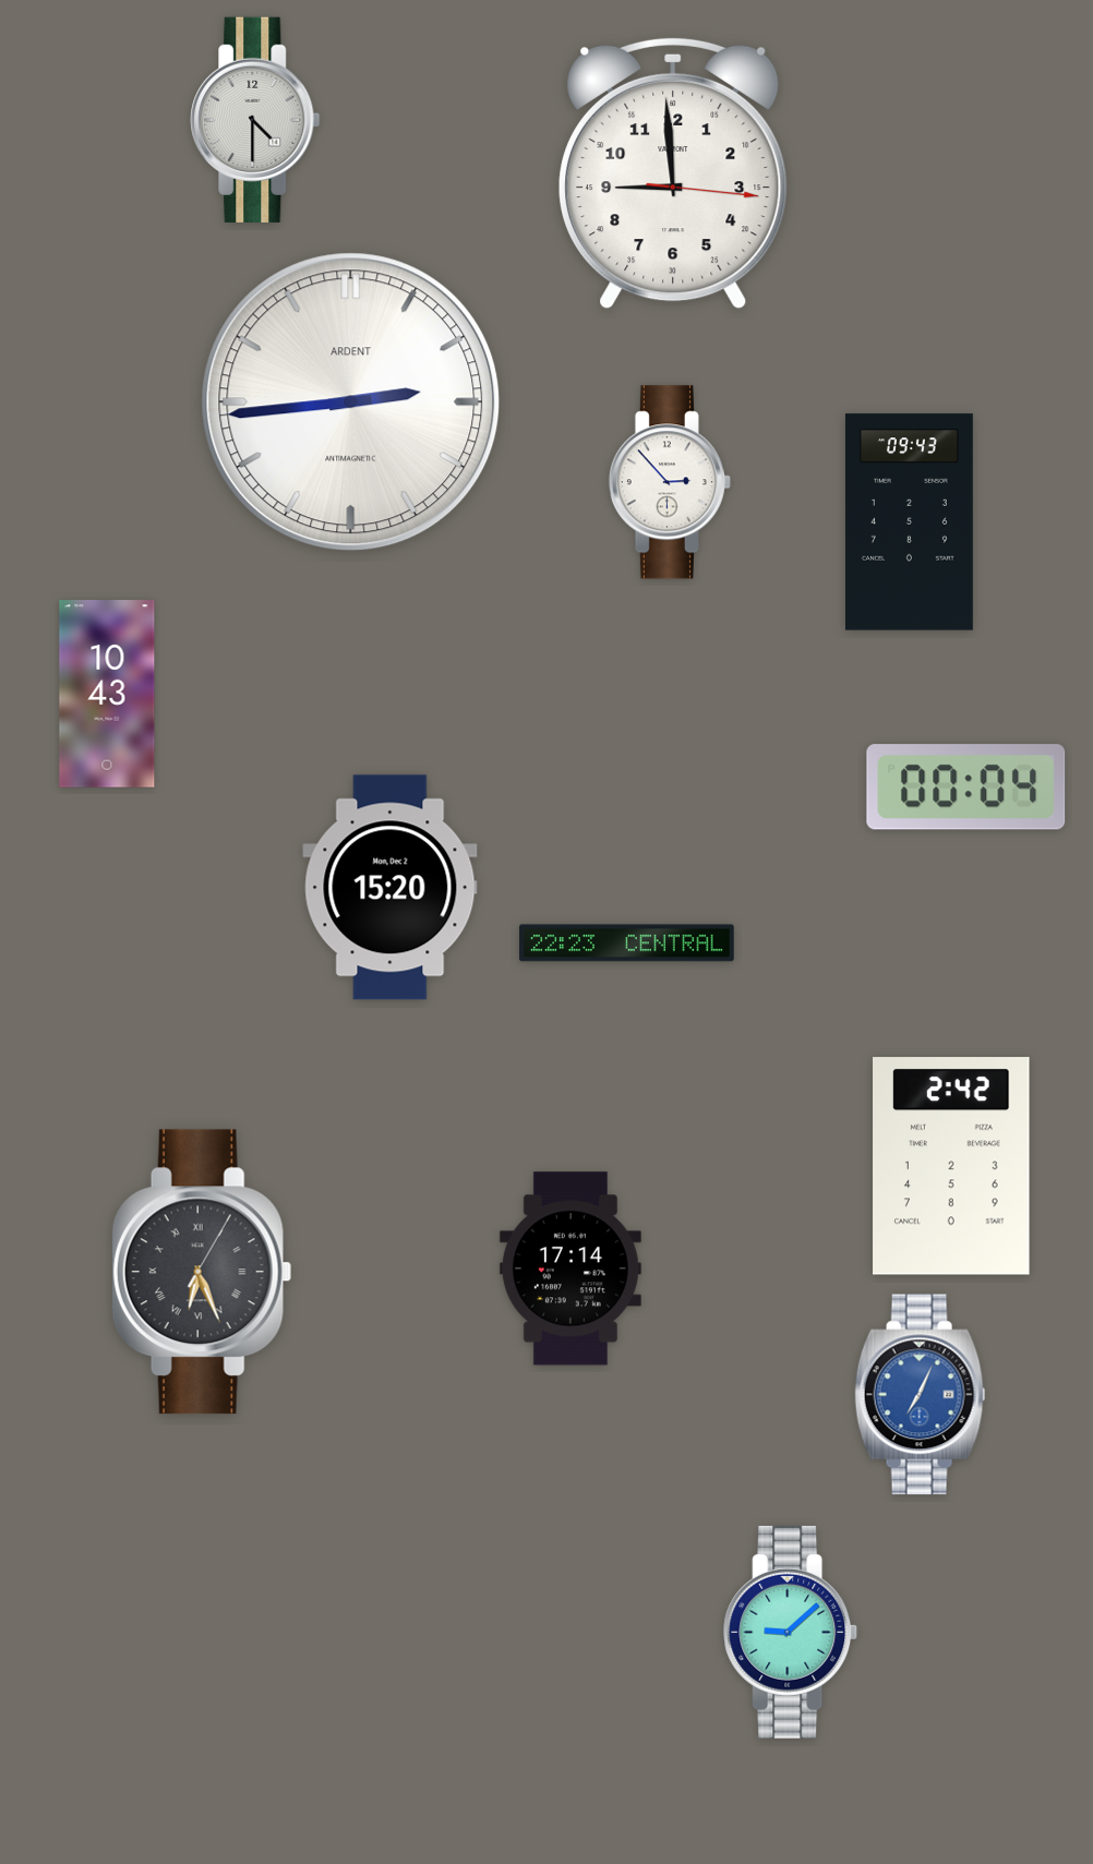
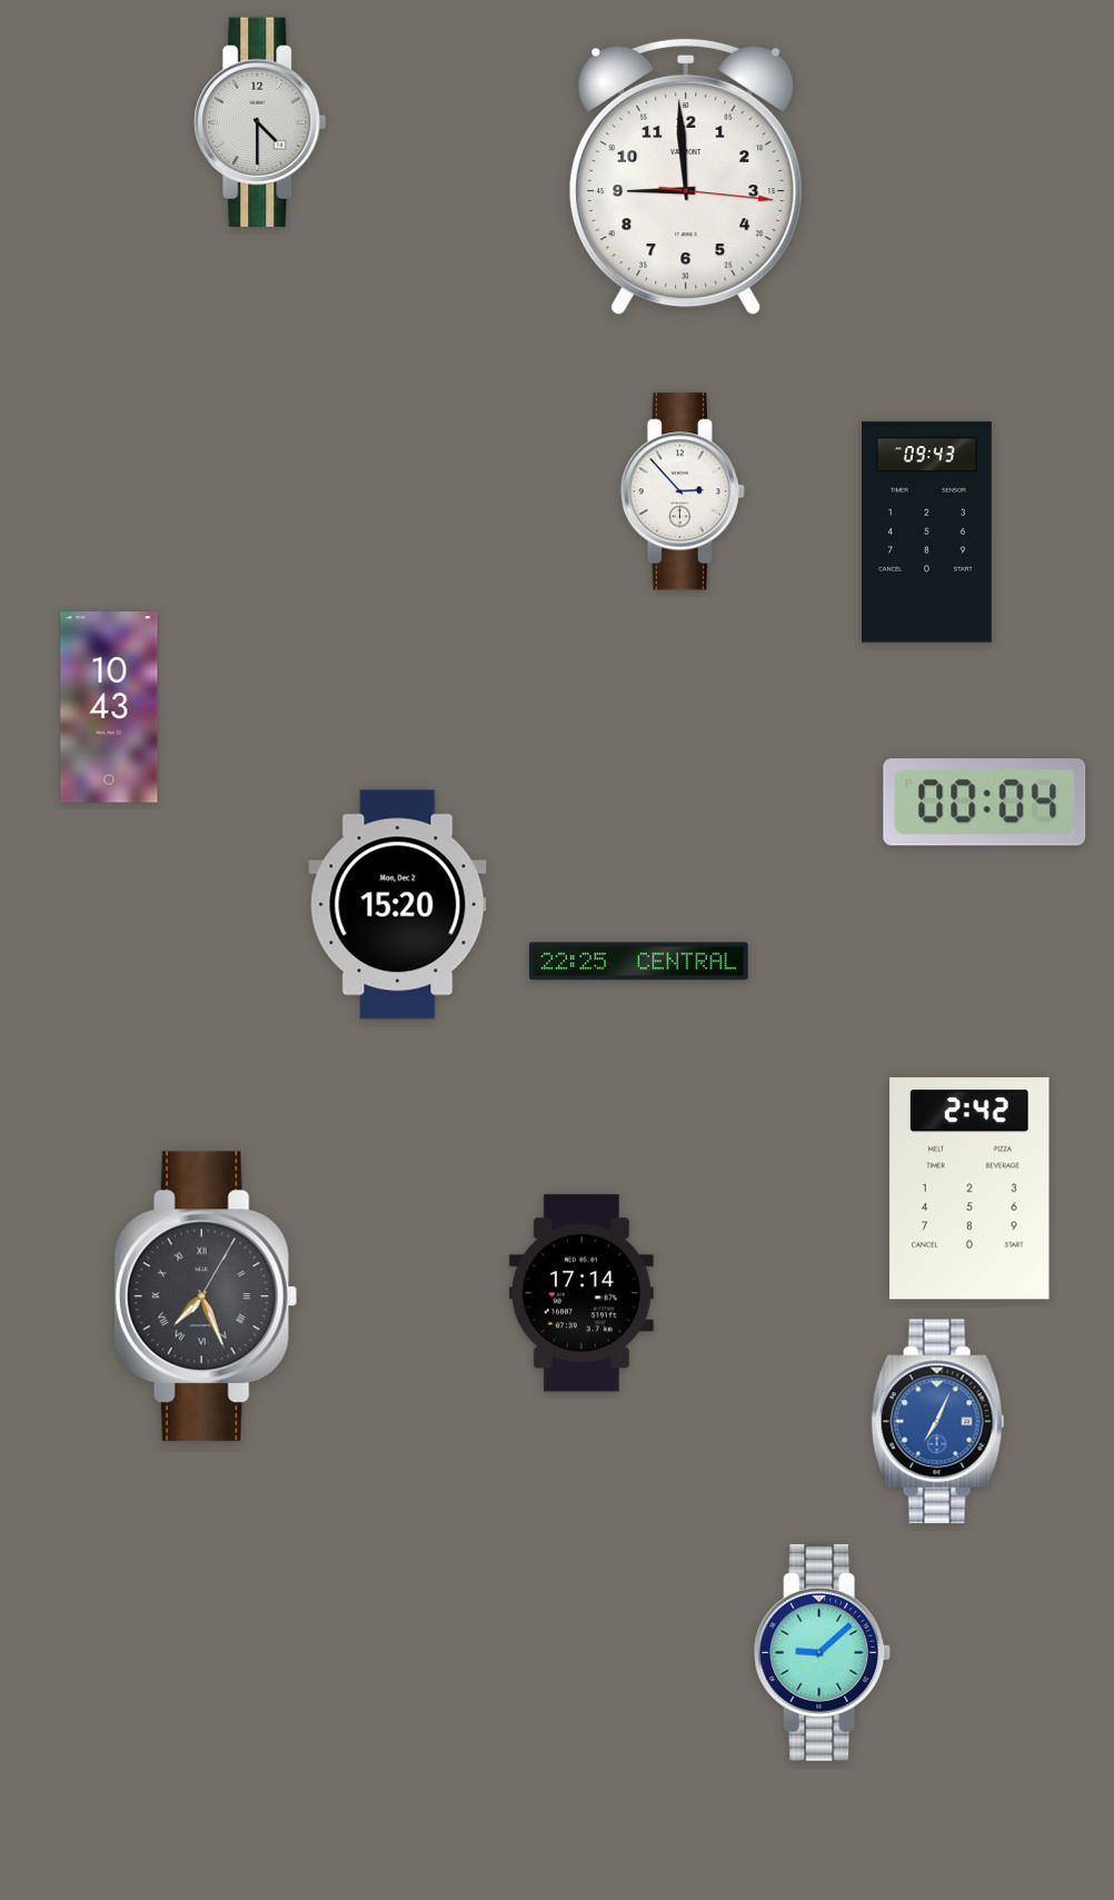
clock at (351, 402): 2:44 -> none
clock at (627, 943): 22:23 -> 22:25
clock at (202, 1272): 6:26 -> 7:26
clock at (791, 1632) position: (791, 1632) -> (823, 1652)
